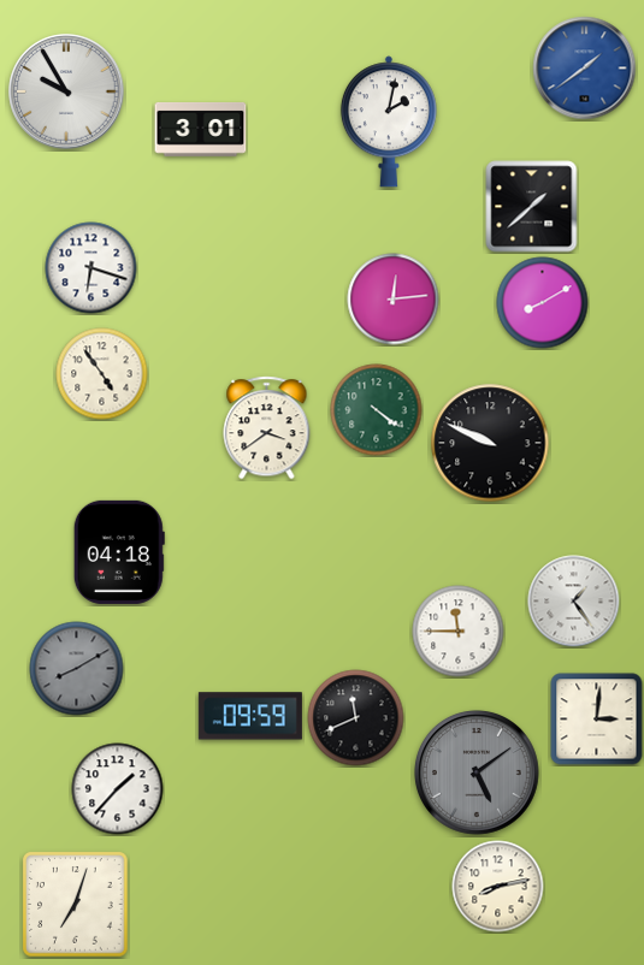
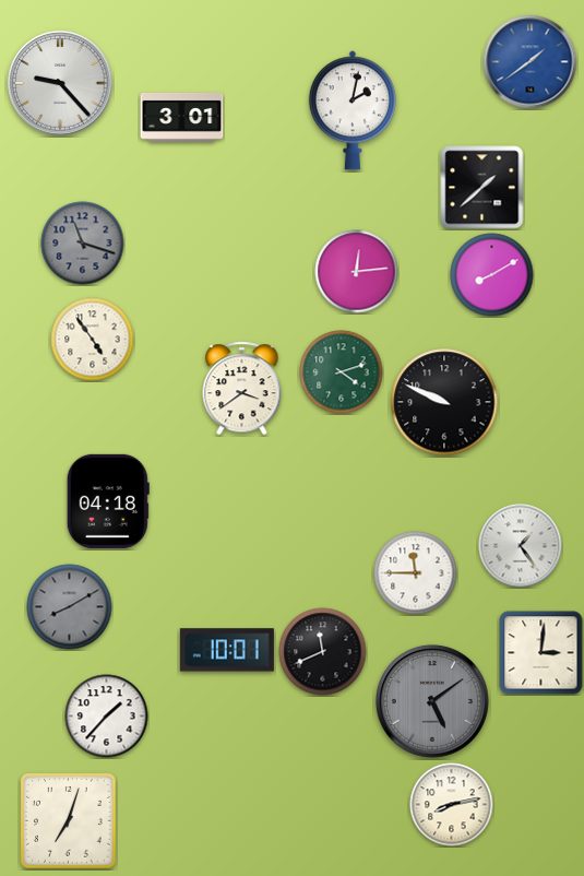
clock at (66, 91): 9:55 -> 9:23
clock at (91, 268): 6:18 -> 11:18
clock at (91, 268) dial: white -> grey
clock at (377, 410): 4:21 -> 4:12
clock at (250, 716): 09:59 -> 10:01
